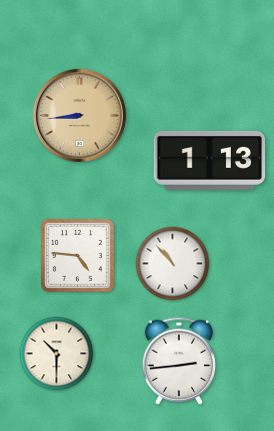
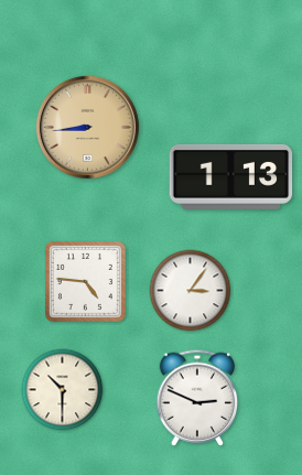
clock at (173, 264): 10:53 -> 3:06
clock at (179, 361): 2:44 -> 2:49
